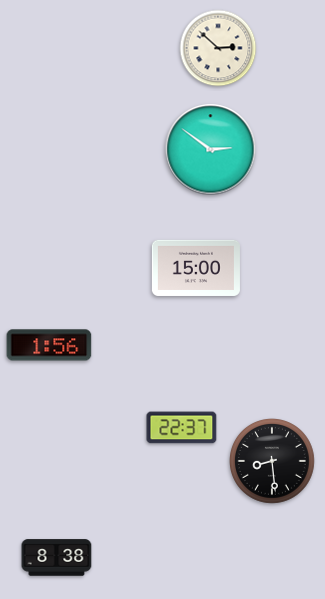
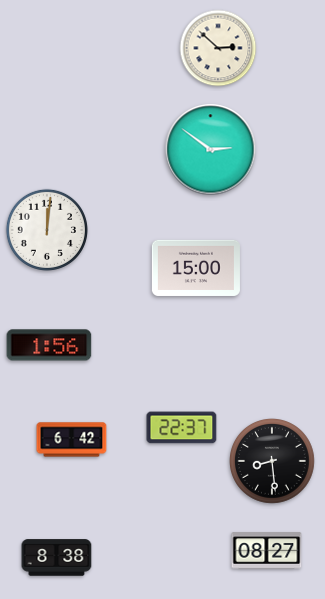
clock at (47, 230): none -> 12:01
clock at (72, 440): none -> 6:42
clock at (267, 551): none -> 08:27
